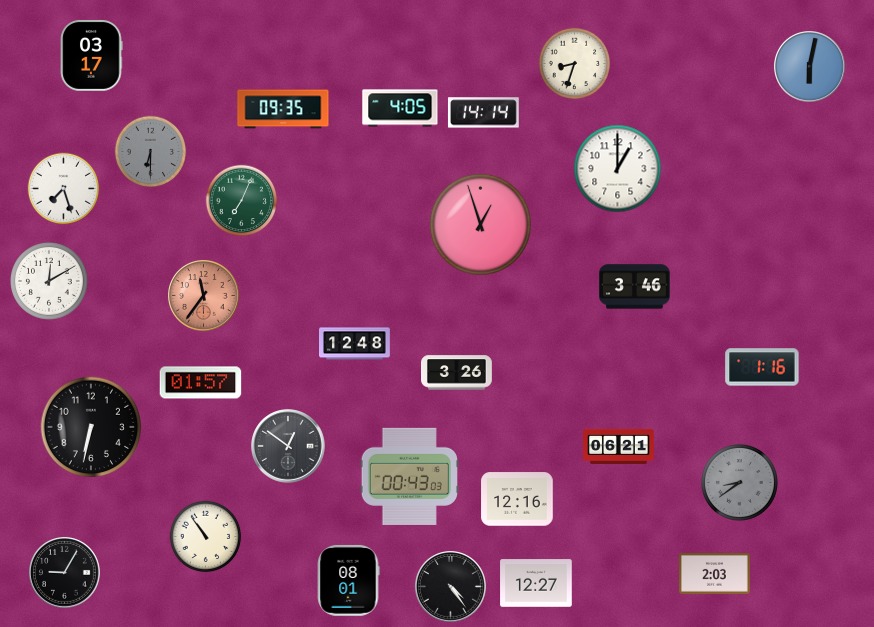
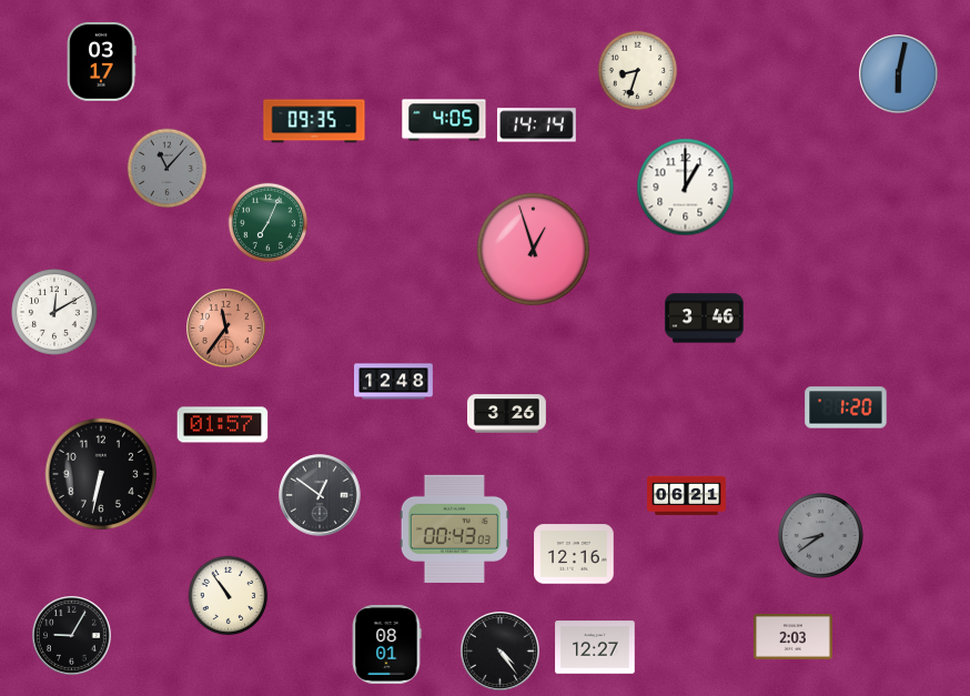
clock at (151, 152): 6:30 -> 11:07
clock at (64, 189): 7:27 -> none
clock at (762, 367): 1:16 -> 1:20
